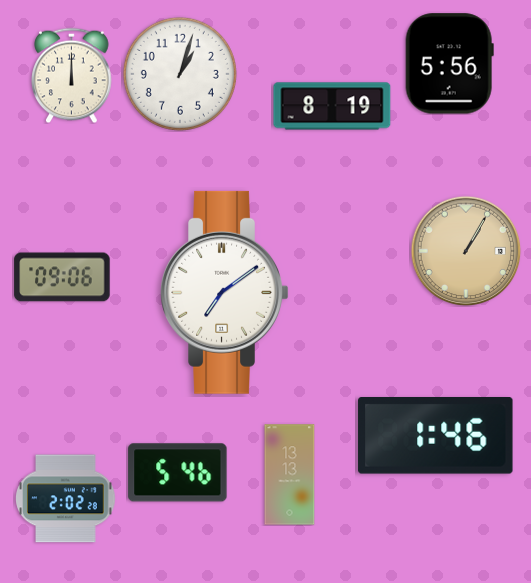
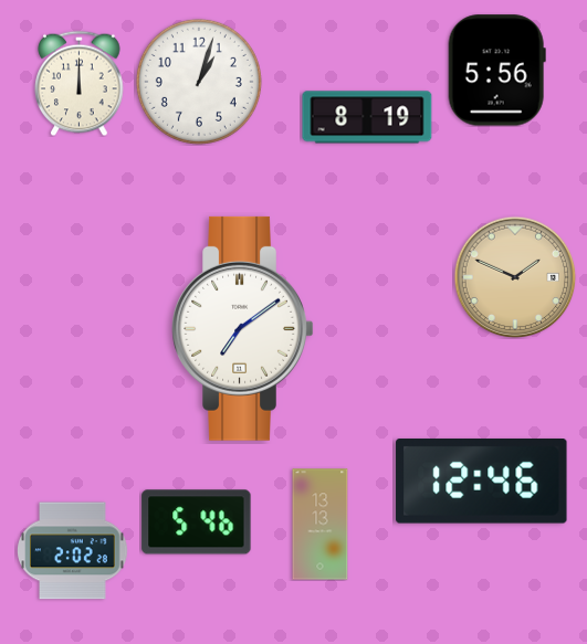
clock at (466, 251): 1:05 -> 1:49
clock at (62, 277): 09:06 -> none
clock at (225, 292) position: (225, 292) -> (243, 328)
clock at (436, 436): 1:46 -> 12:46
